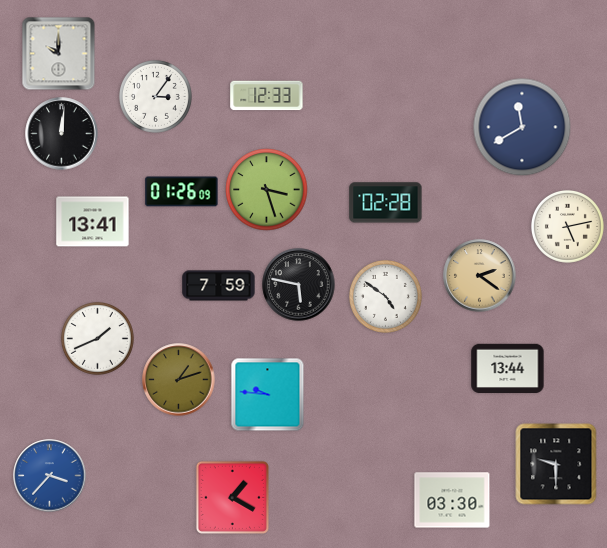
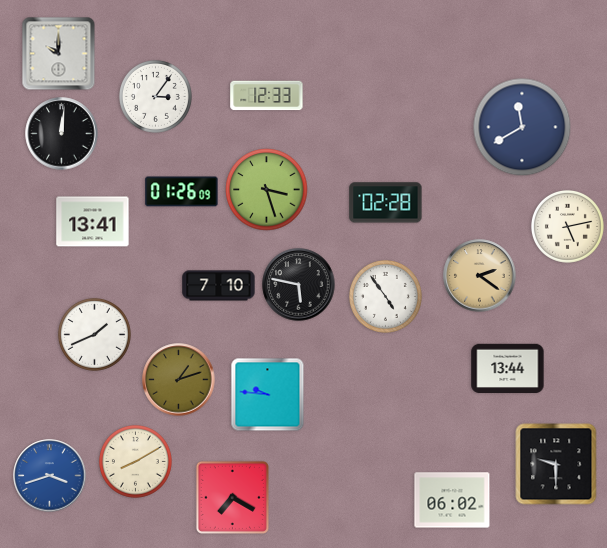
clock at (219, 286): 7:59 -> 7:10
clock at (385, 296): 4:51 -> 4:54
clock at (97, 338) position: (97, 338) -> (94, 334)
clock at (135, 461): none -> 8:10
clock at (50, 476): 3:37 -> 3:42
clock at (232, 497): 1:20 -> 7:20
clock at (452, 500): 03:30 -> 06:02
